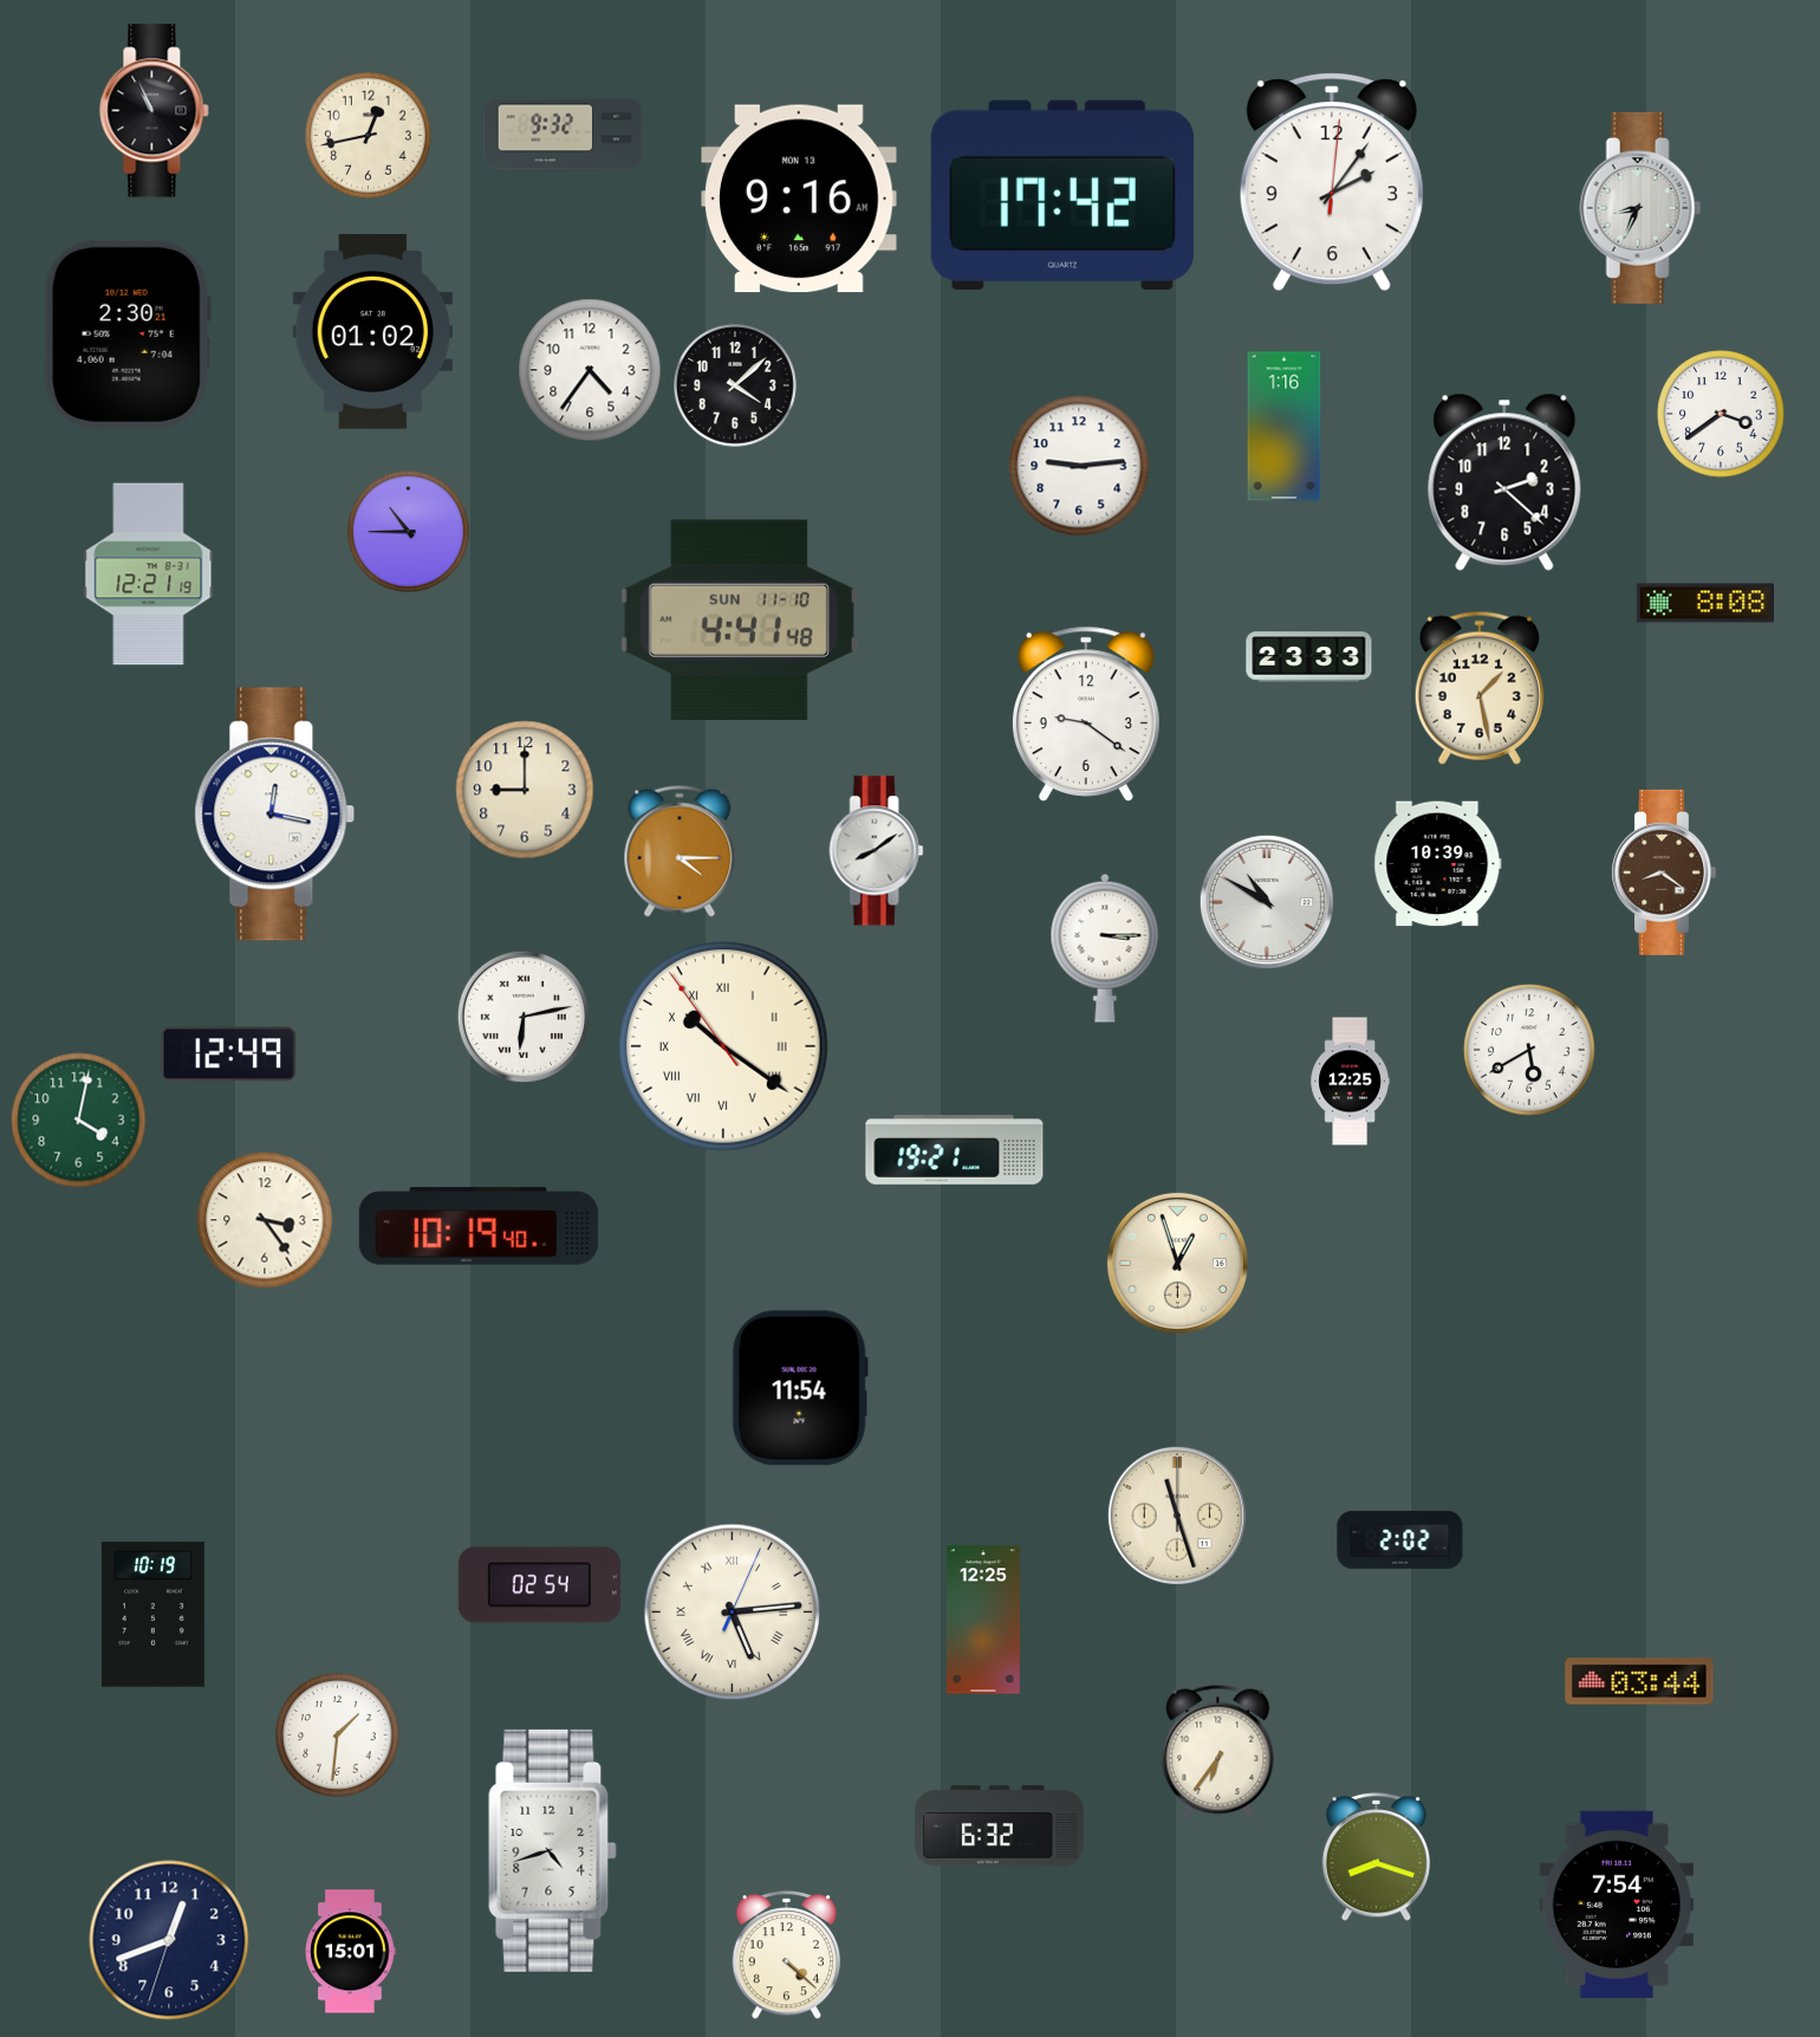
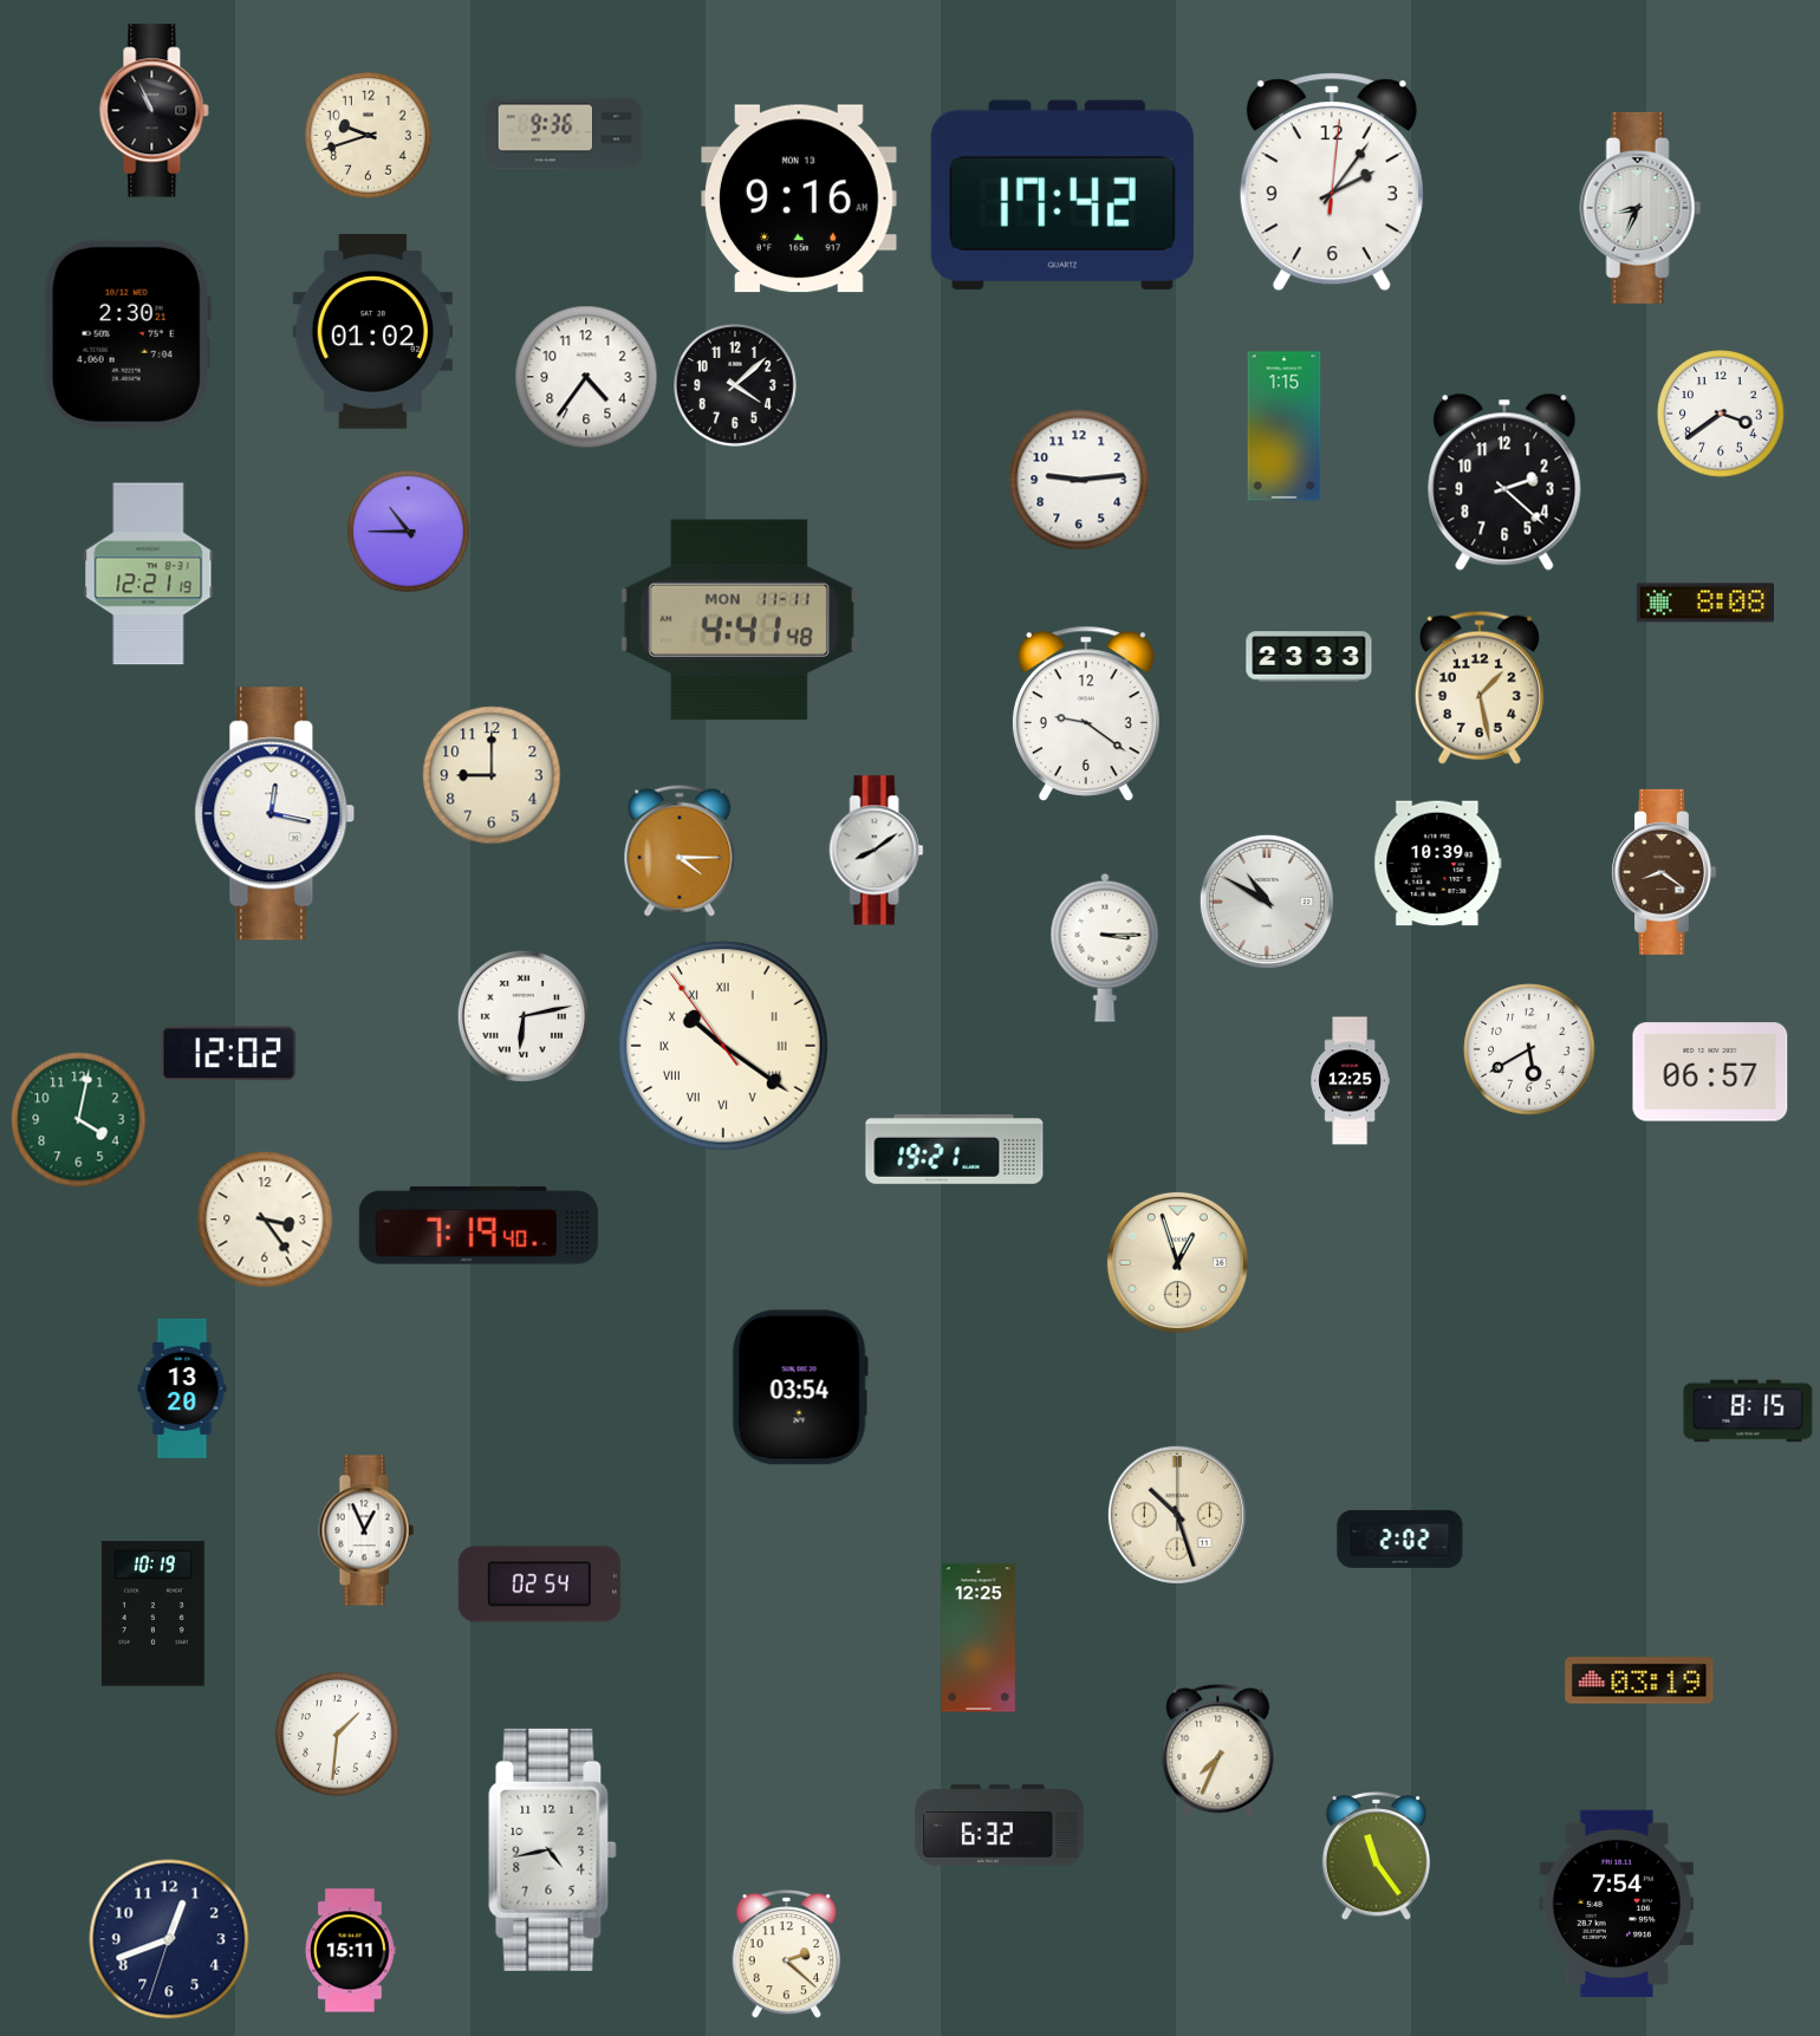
clock at (563, 134): 9:32 -> 9:36
clock at (369, 136): 12:43 -> 9:42
clock at (590, 370) position: (590, 370) -> (586, 377)
clock at (1285, 427): 1:16 -> 1:15
clock at (1079, 466) position: (1079, 466) -> (1079, 480)
clock at (739, 619) date: SUN 11-10 -> MON 11-11
clock at (525, 790) position: (525, 790) -> (492, 775)
clock at (229, 1055): 12:49 -> 12:02
clock at (1710, 1072): none -> 06:57
clock at (479, 1226): 10:19 -> 7:19
clock at (800, 1388): 11:54 -> 03:54
clock at (182, 1388): none -> 13:20
clock at (1748, 1411): none -> 8:15
clock at (1177, 1516): 11:27 -> 10:27
clock at (366, 1530): none -> 12:56
clock at (733, 1613): 5:14 -> none
clock at (983, 1620) position: (983, 1620) -> (979, 1638)
clock at (1639, 1681): 03:44 -> 03:19
clock at (1218, 1752): 6:36 -> 7:34
clock at (553, 1850): 4:42 -> 4:43
clock at (1377, 1857): 8:18 -> 11:24
clock at (350, 1952): 15:01 -> 15:11
clock at (787, 1955): 4:22 -> 2:22
